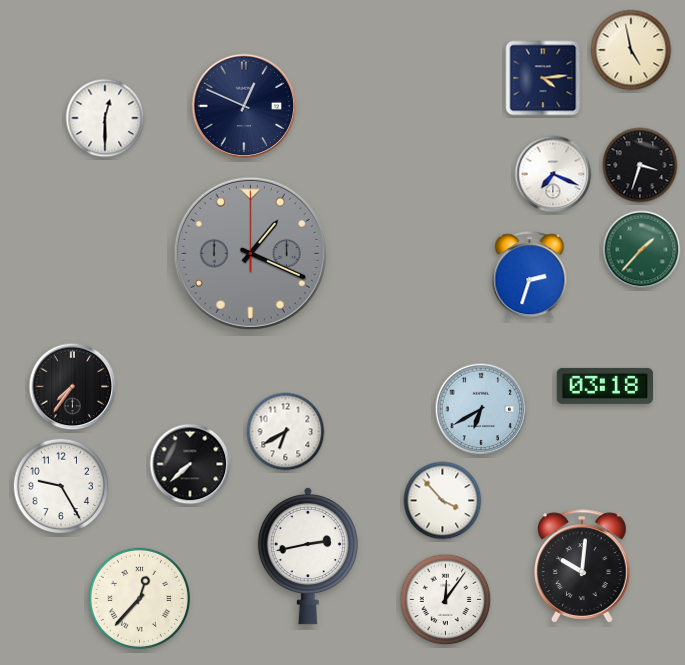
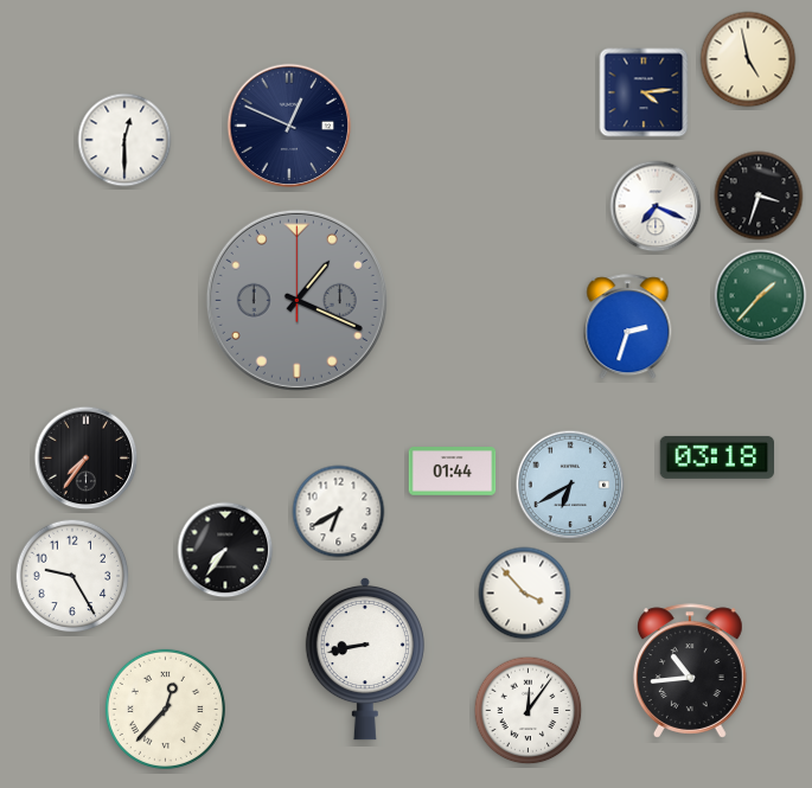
clock at (453, 472): none -> 01:44
clock at (190, 464): 7:38 -> 7:36
clock at (308, 556): 2:43 -> 8:43
clock at (583, 566): 10:01 -> 10:44
